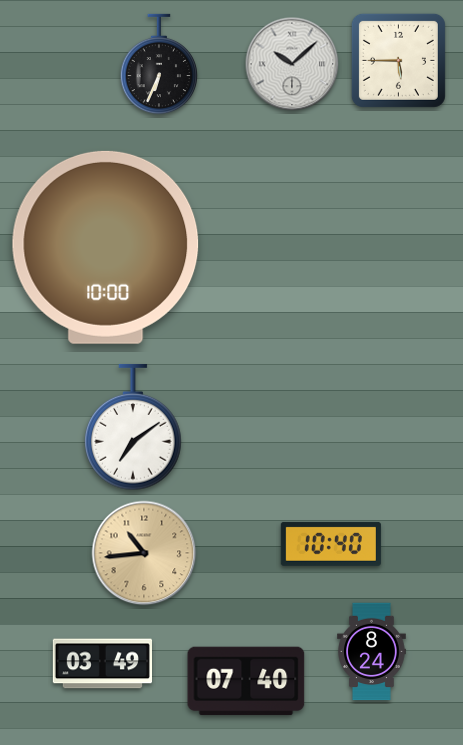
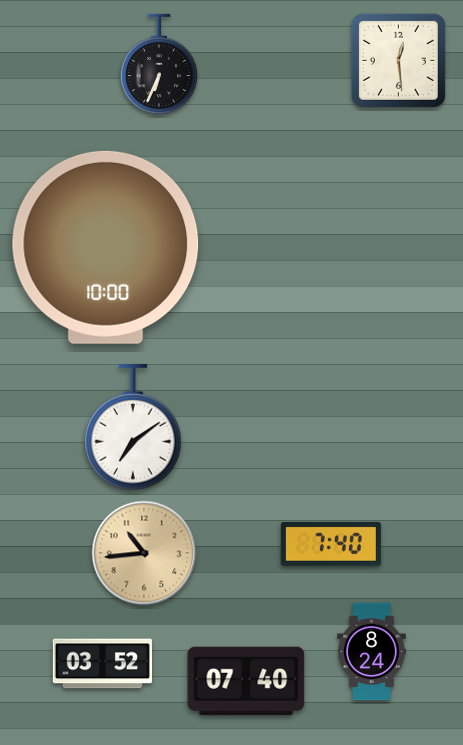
clock at (398, 60): 5:45 -> 12:29
clock at (292, 64): 10:08 -> none
clock at (331, 544): 10:40 -> 7:40
clock at (102, 664): 03:49 -> 03:52
